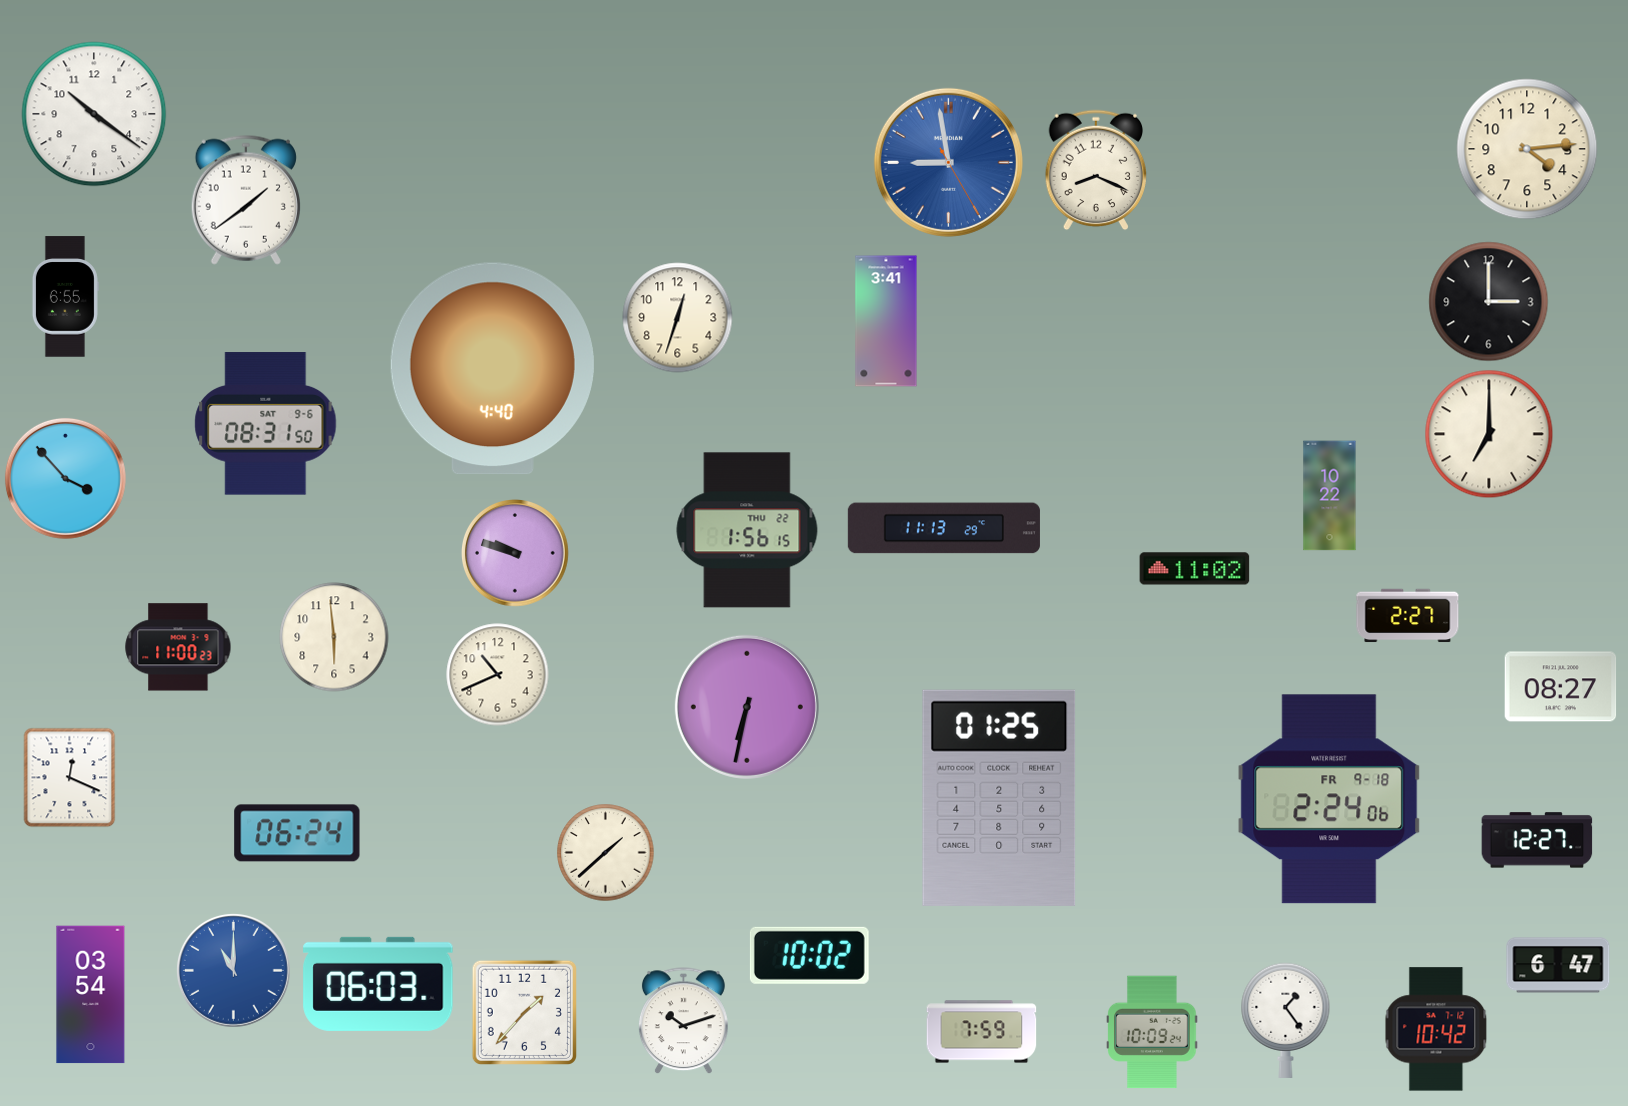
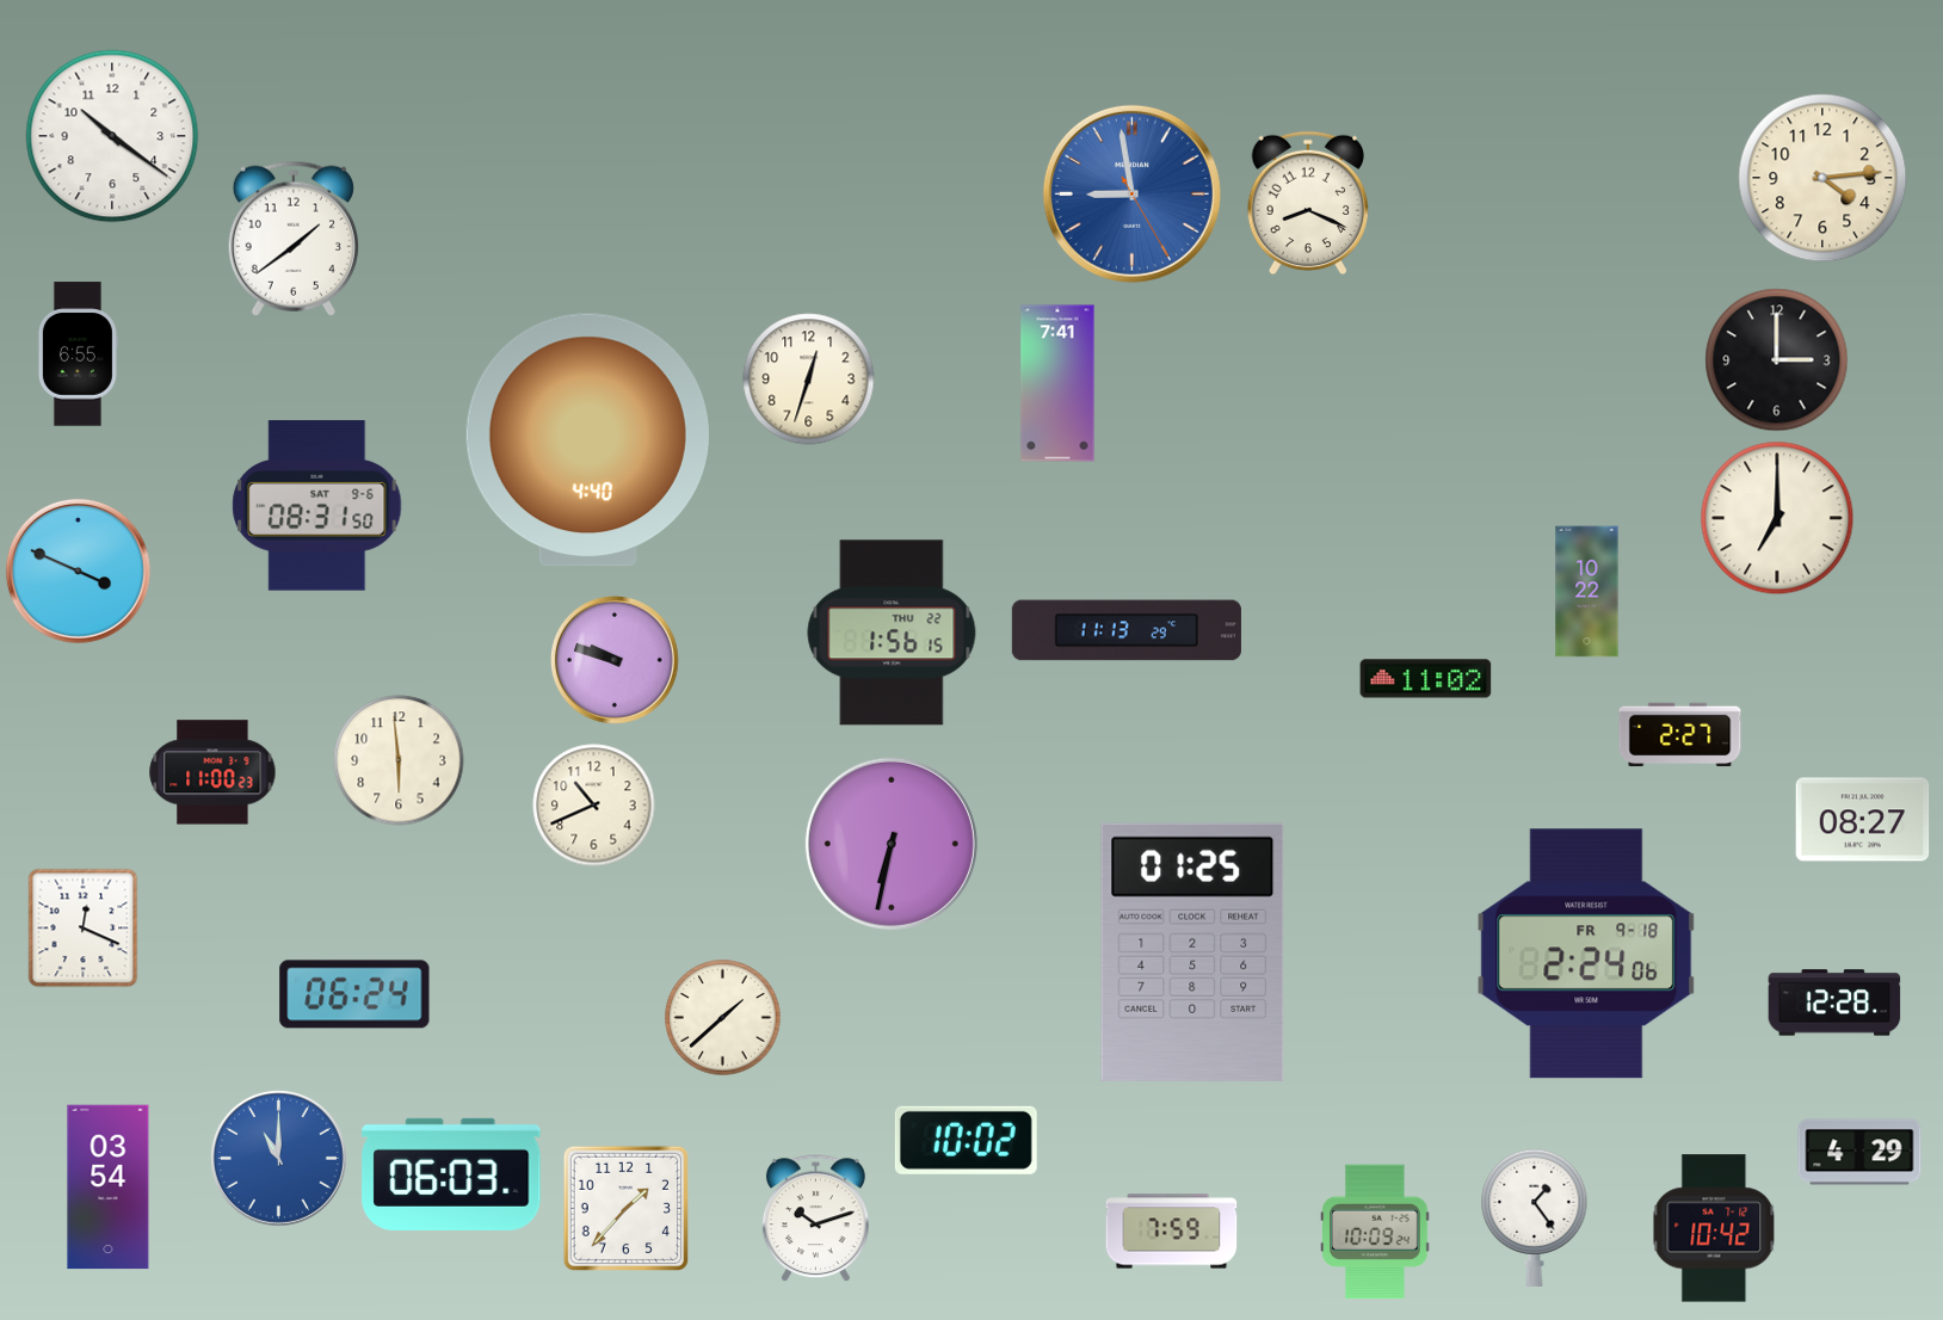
clock at (886, 321): 3:41 -> 7:41
clock at (65, 478): 3:53 -> 3:49
clock at (1537, 840): 12:27 -> 12:28
clock at (1558, 965): 6:47 -> 4:29
